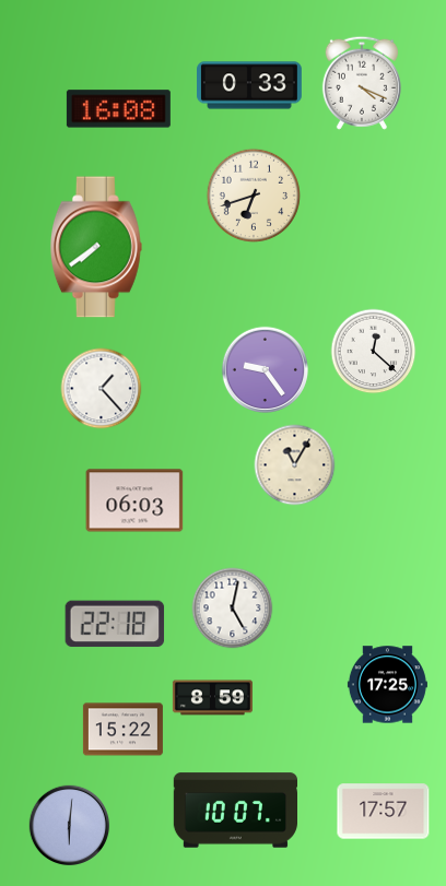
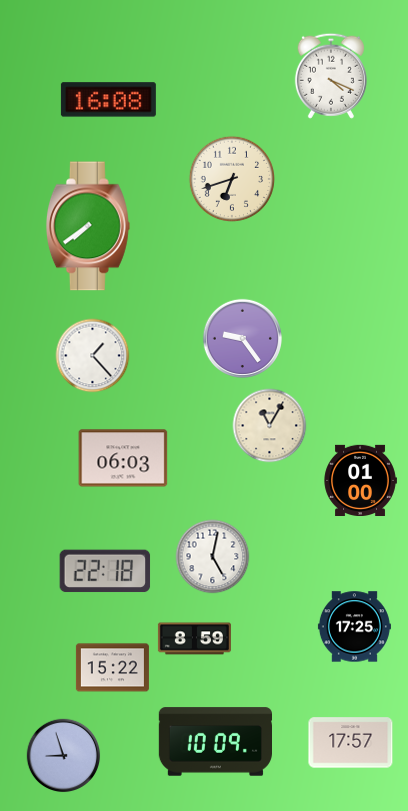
clock at (250, 85): 0:33 -> none
clock at (374, 352): 12:22 -> none
clock at (360, 480): none -> 01:00
clock at (235, 811): 10:07 -> 10:09
clock at (70, 826): 6:01 -> 8:57
